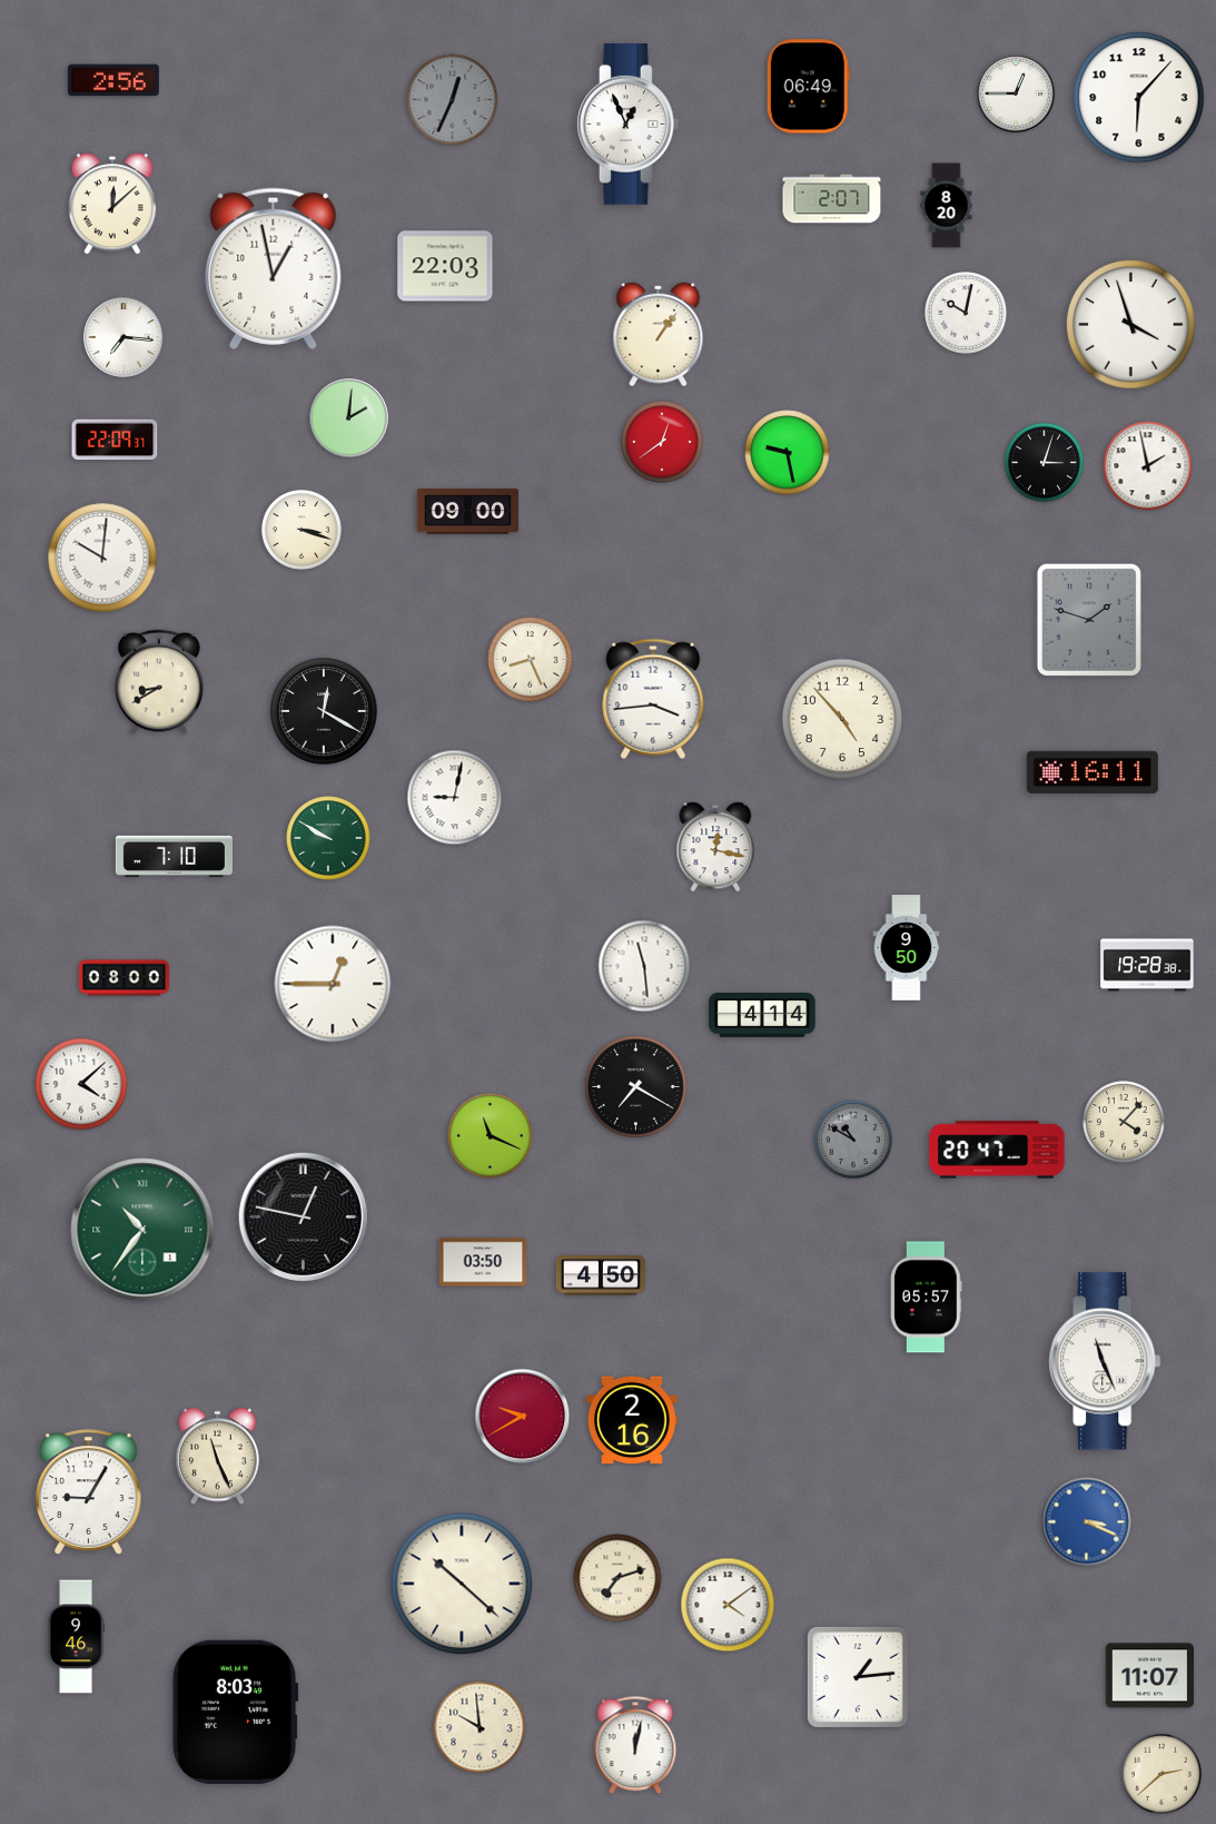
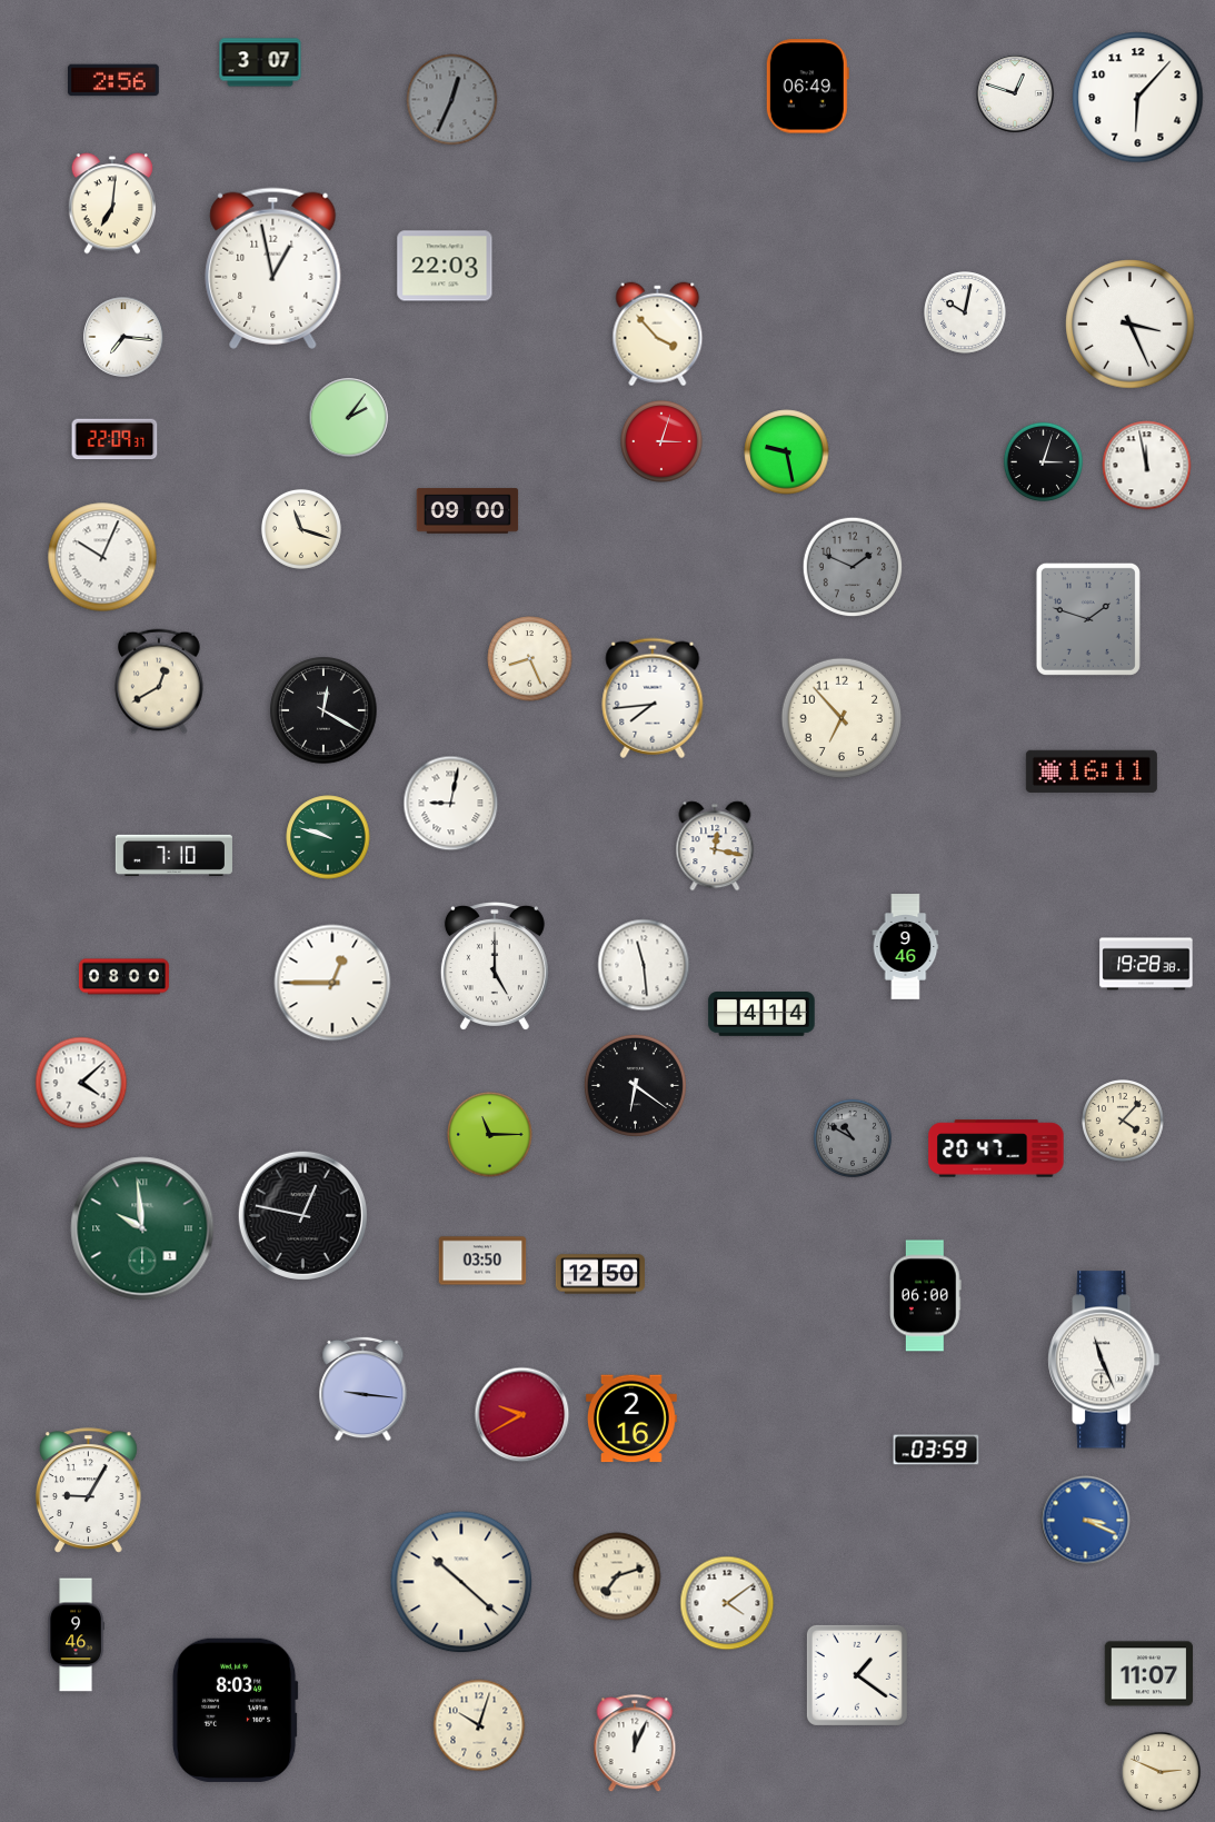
clock at (260, 62): none -> 3:07
clock at (1016, 93): 12:45 -> 12:48
clock at (627, 125): 12:56 -> none
clock at (832, 199): 2:07 -> none
clock at (112, 204): 12:08 -> 7:01
clock at (947, 206): 8:20 -> none
clock at (1131, 325): 3:57 -> 3:26
clock at (659, 335): 1:06 -> 3:53
clock at (349, 418): 2:01 -> 2:06
clock at (662, 442): 12:39 -> 3:03
clock at (1148, 466): 1:58 -> 11:58
clock at (301, 530): 3:18 -> 11:18
clock at (102, 558): 10:01 -> 10:04
clock at (853, 567): none -> 1:49
clock at (159, 682): 8:40 -> 12:40
clock at (653, 699): 3:44 -> 7:44
clock at (842, 719): 4:53 -> 6:53
clock at (455, 798) position: (455, 798) -> (451, 804)
clock at (328, 838): 9:50 -> 9:48
clock at (907, 948): 9:50 -> 9:46
clock at (495, 966): none -> 5:00
clock at (635, 1086): 7:20 -> 6:21
clock at (491, 1136): 11:19 -> 11:15
clock at (142, 1230): 10:36 -> 9:59
clock at (601, 1275): 4:50 -> 12:50
clock at (927, 1298): 05:57 -> 06:00
clock at (363, 1388): none -> 9:16
clock at (936, 1450): none -> 03:59
clock at (217, 1457): 11:26 -> none
clock at (858, 1677): 1:14 -> 1:21
clock at (480, 1727): 9:59 -> 10:03
clock at (635, 1746): 12:02 -> 12:04
clock at (1161, 1774): 2:38 -> 2:49
